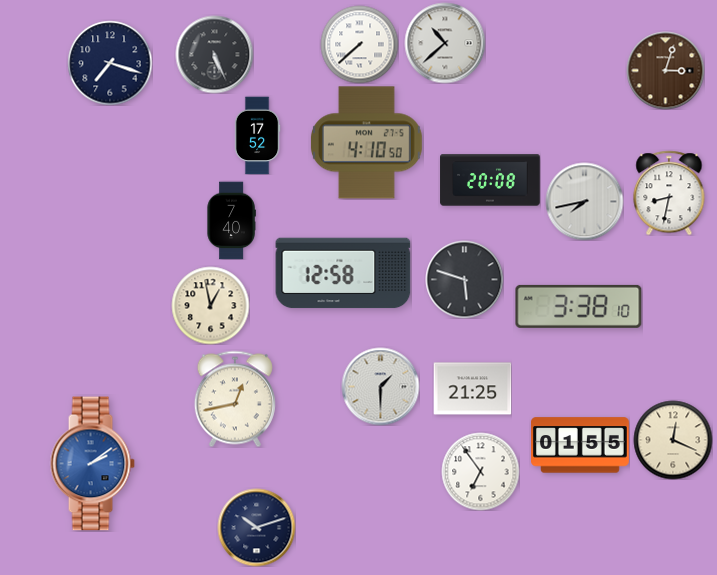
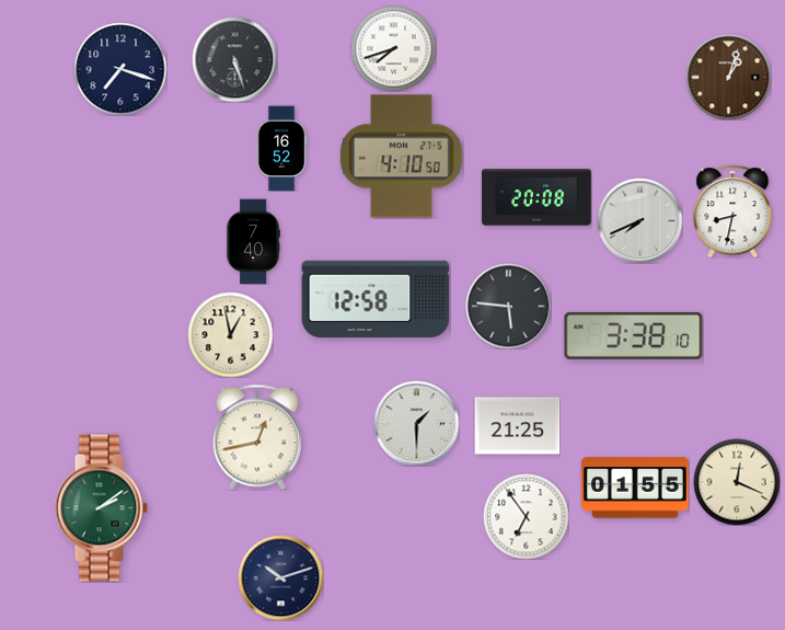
clock at (445, 43): 10:38 -> none
clock at (359, 44): 7:38 -> 7:42
clock at (214, 54): 5:26 -> 5:27
clock at (665, 70): 3:03 -> 1:03
clock at (257, 135): 17:52 -> 16:52
clock at (584, 201): 7:43 -> 7:41
clock at (464, 279): 5:48 -> 5:46
clock at (92, 464) dial: blue -> green
